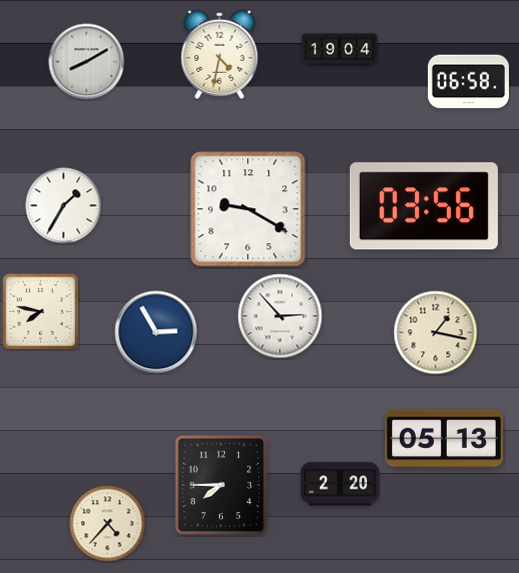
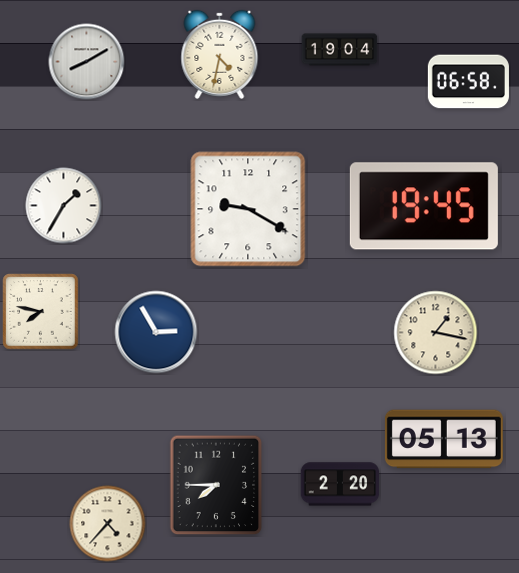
clock at (424, 206): 03:56 -> 19:45
clock at (280, 316): 2:53 -> none
clock at (221, 485) position: (221, 485) -> (216, 485)
